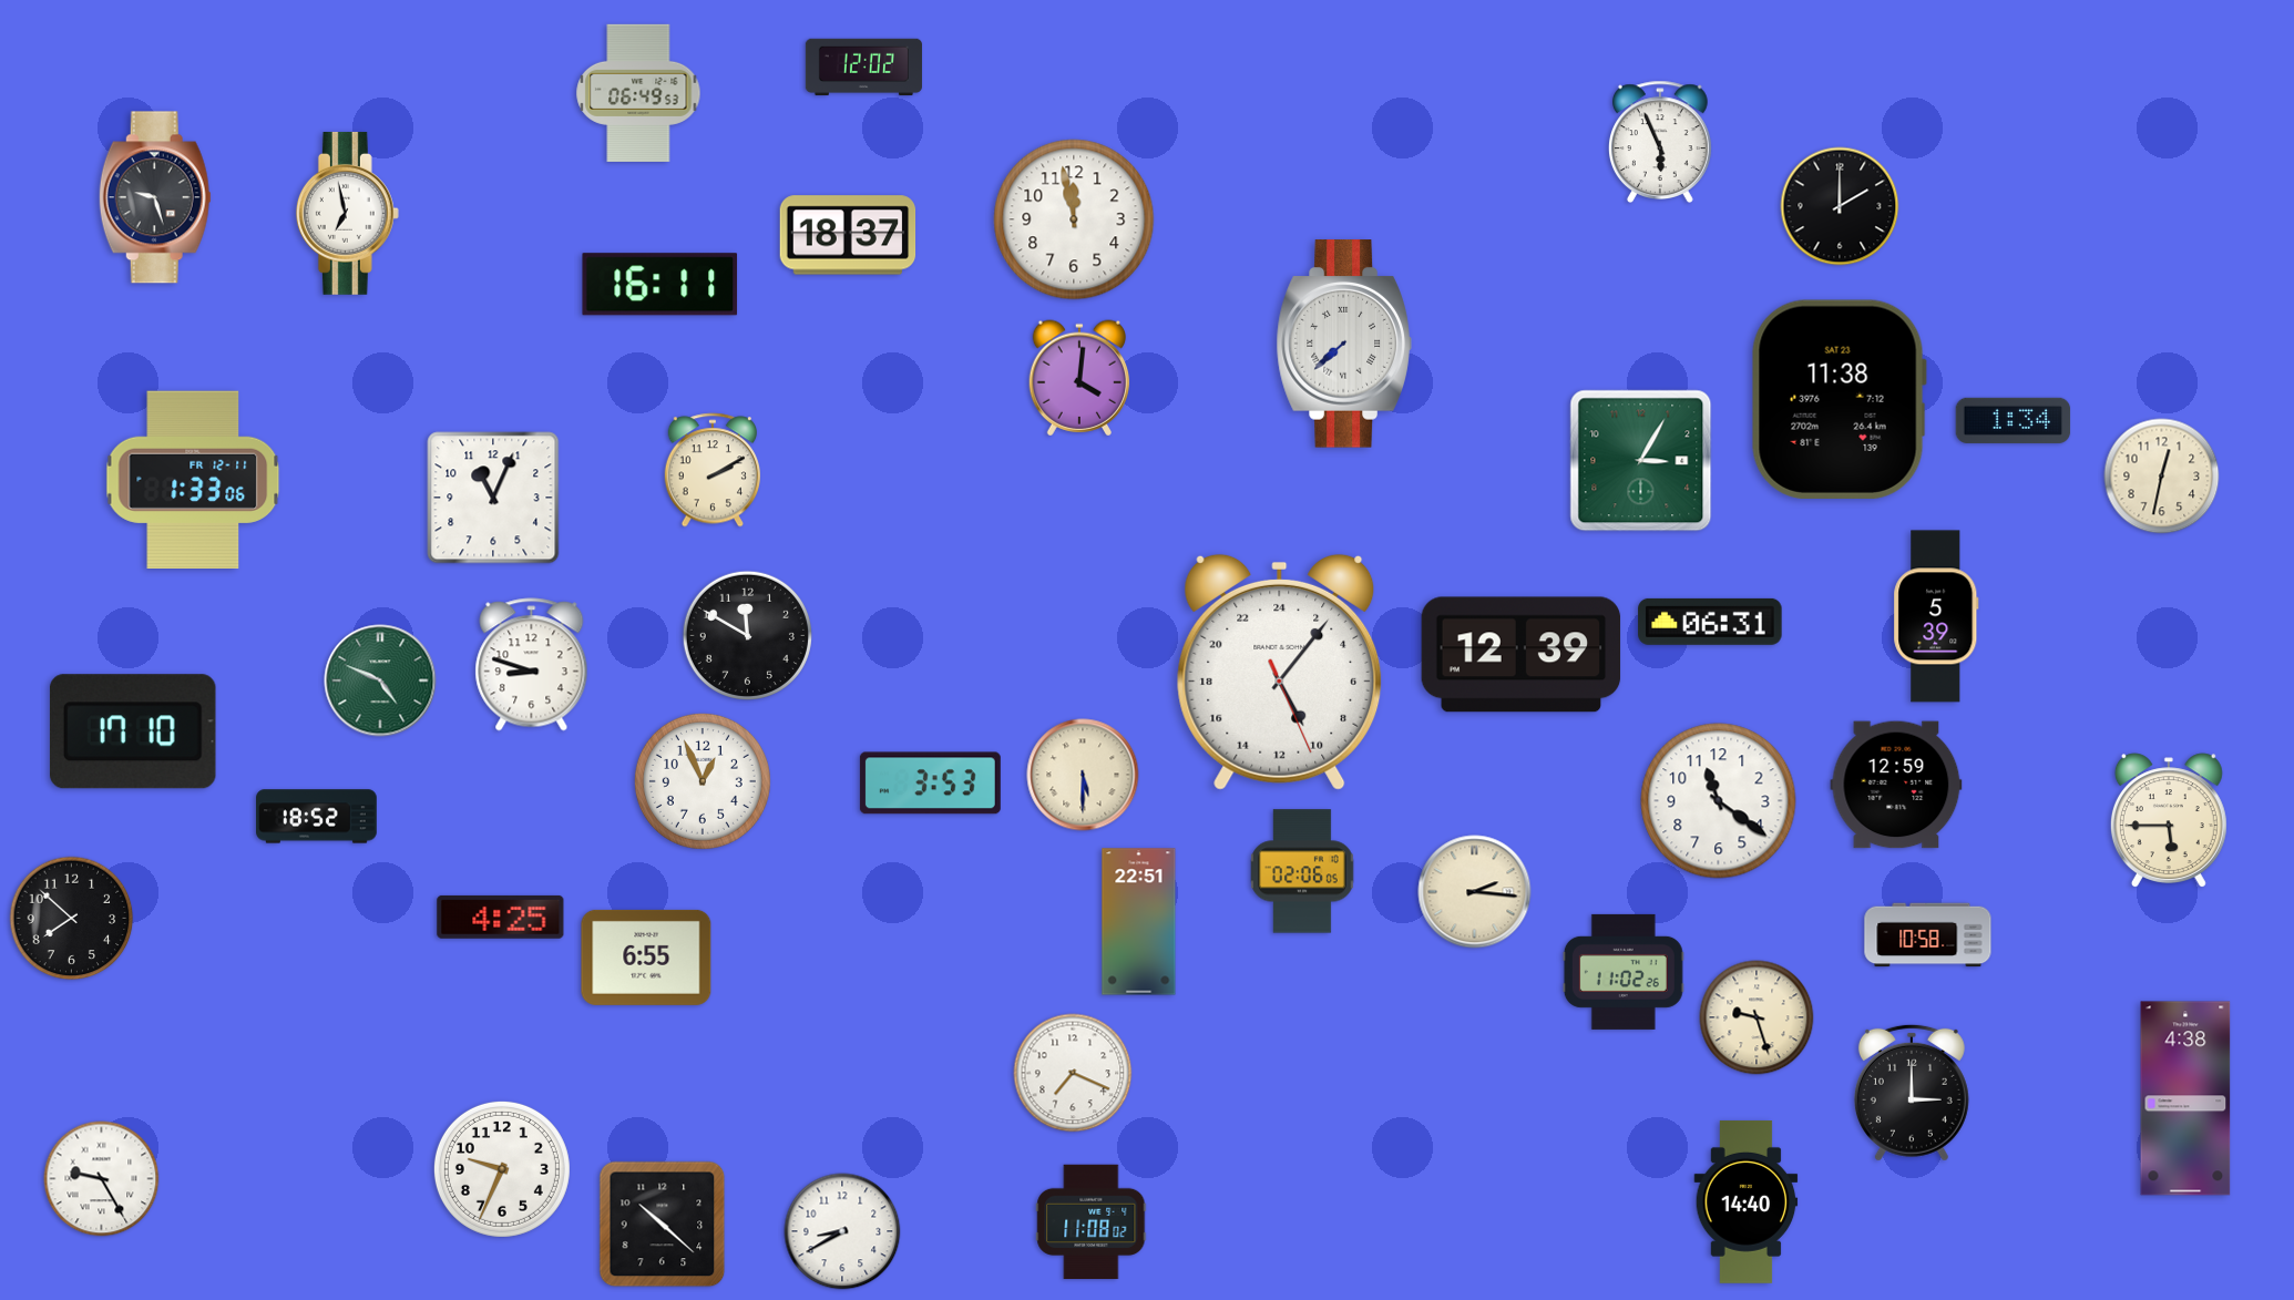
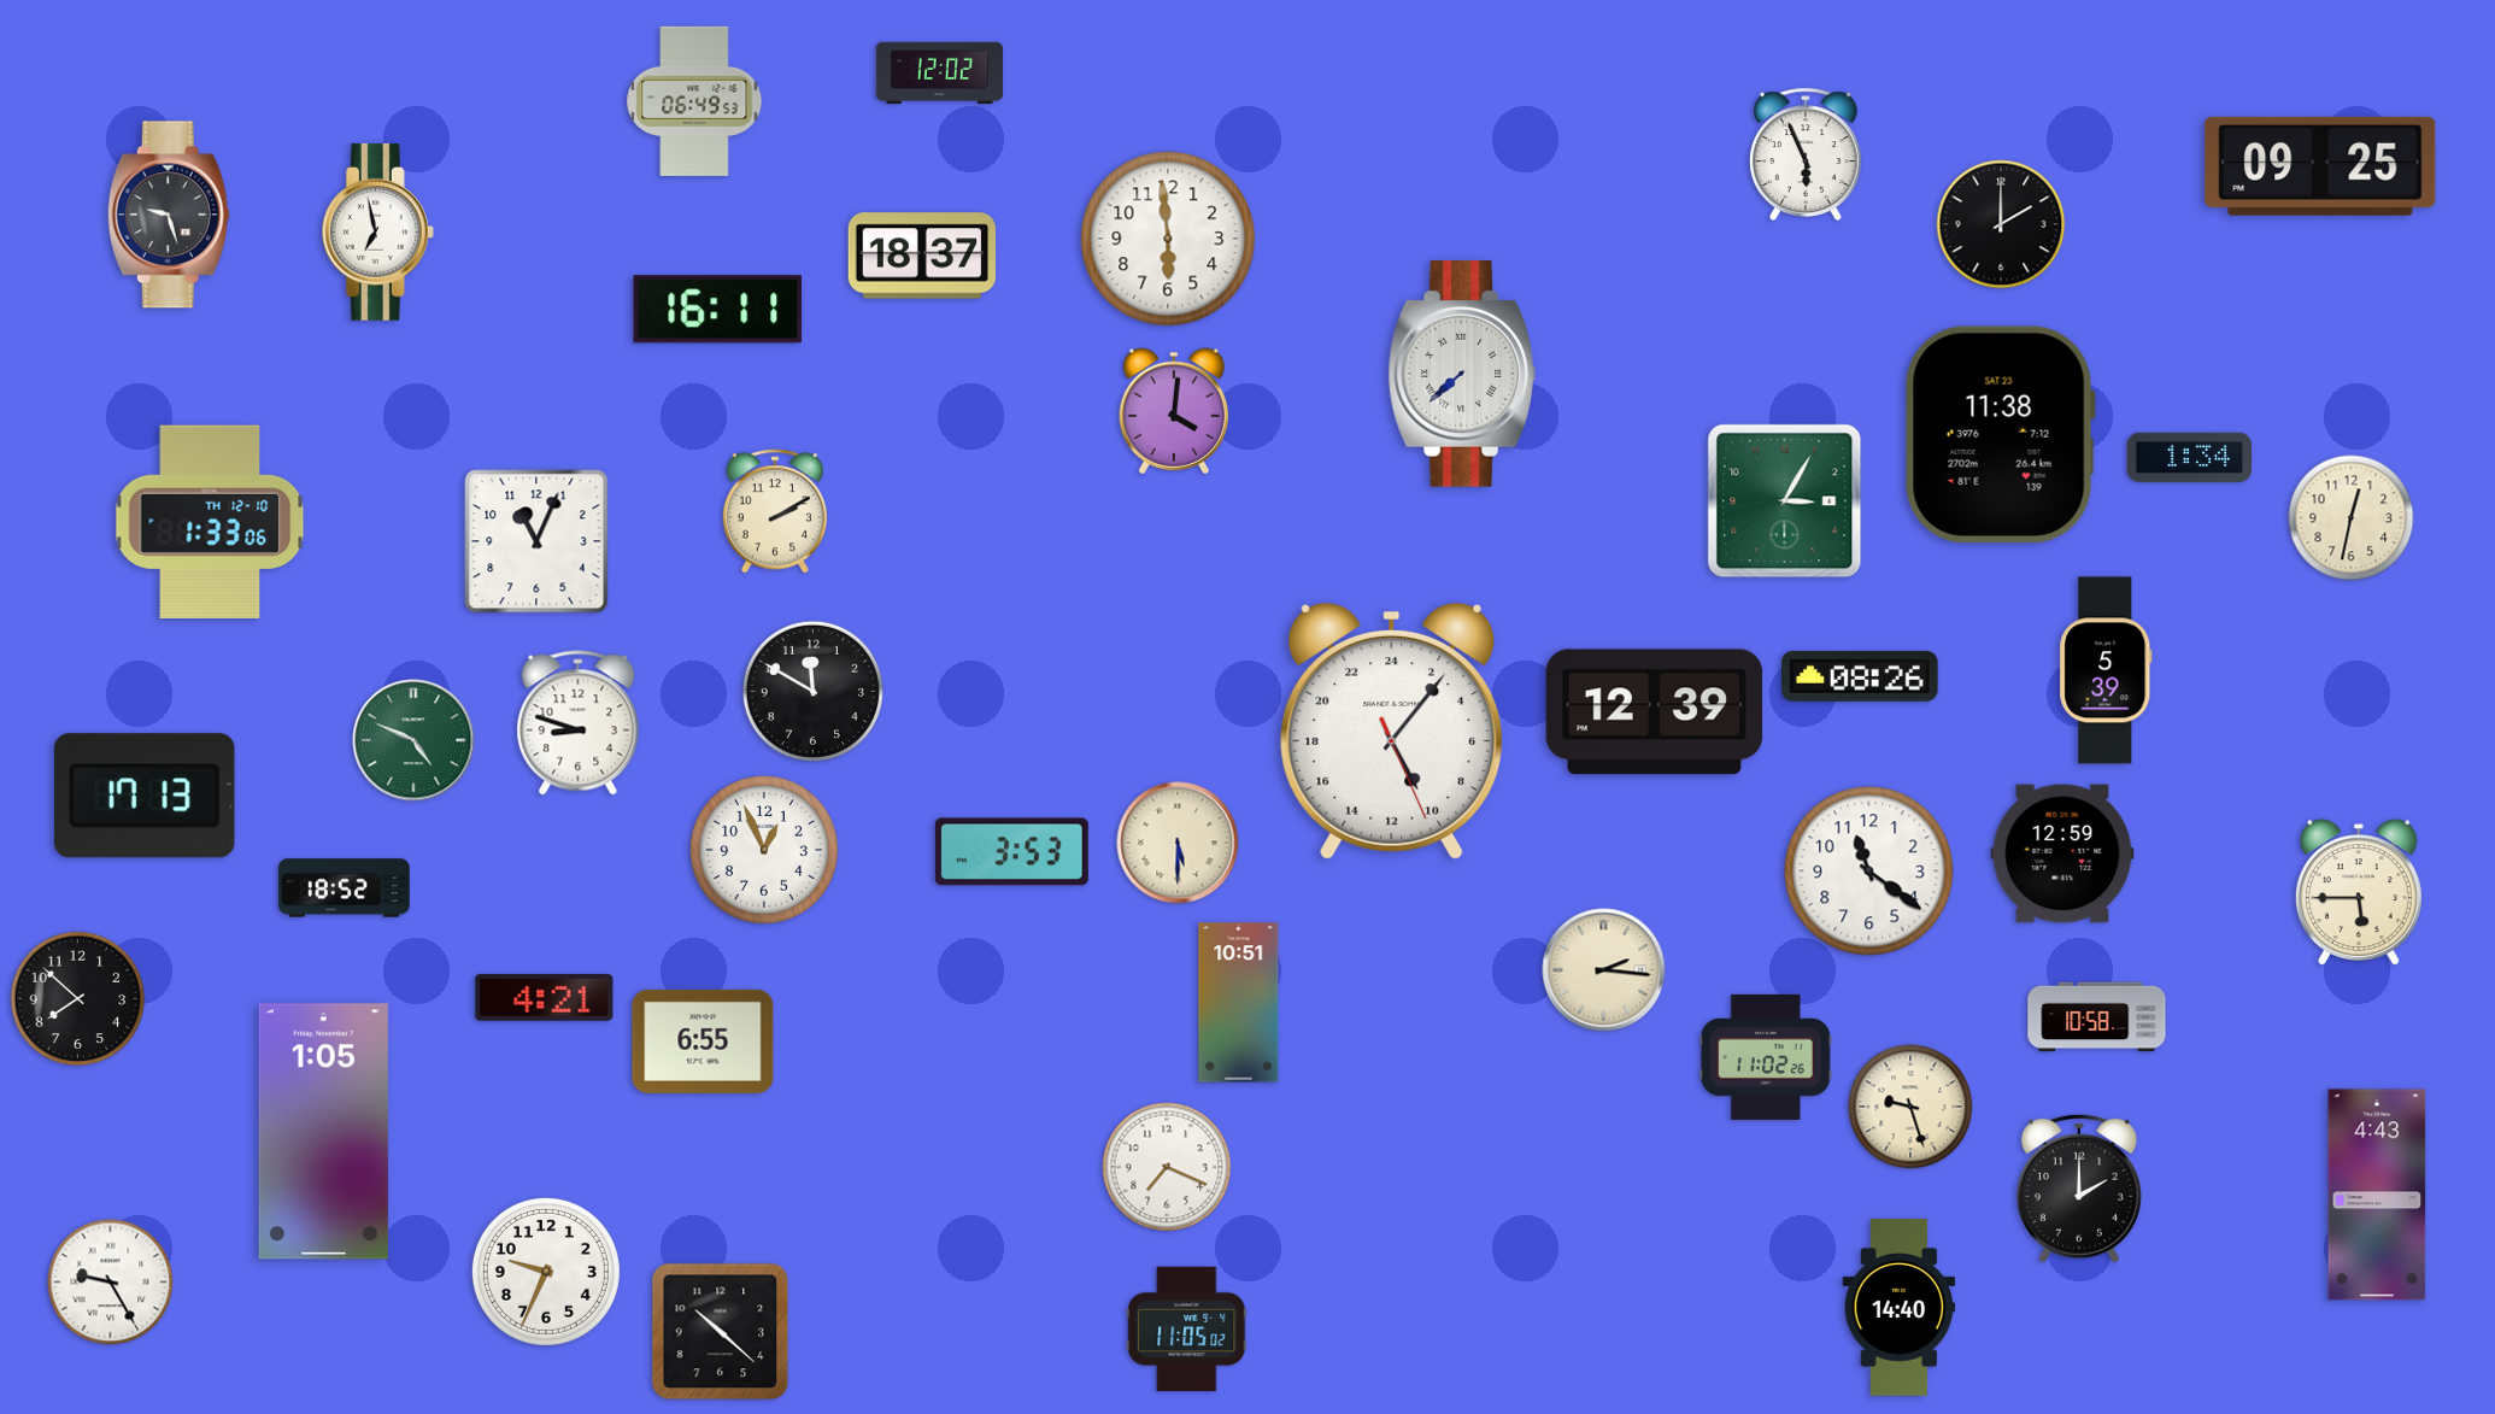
clock at (2320, 166): none -> 09:25
clock at (1074, 219): 11:58 -> 5:59
clock at (193, 480) date: FR 12-11 -> TH 12-10
clock at (1710, 622): 06:31 -> 08:26
clock at (133, 731): 17:10 -> 17:13
clock at (1303, 871): 02:06 -> none
clock at (501, 917): 4:25 -> 4:21
clock at (1139, 922): 22:51 -> 10:51
clock at (323, 1132): none -> 1:05
clock at (1912, 1093): 3:00 -> 2:00
clock at (2185, 1098): 4:38 -> 4:43
clock at (1092, 1222): 11:08 -> 11:05
clock at (842, 1231): 8:40 -> none
